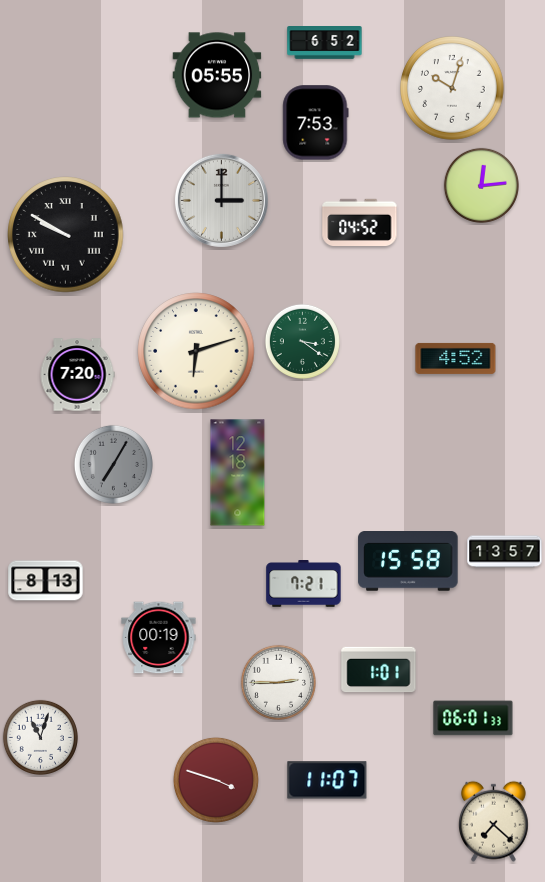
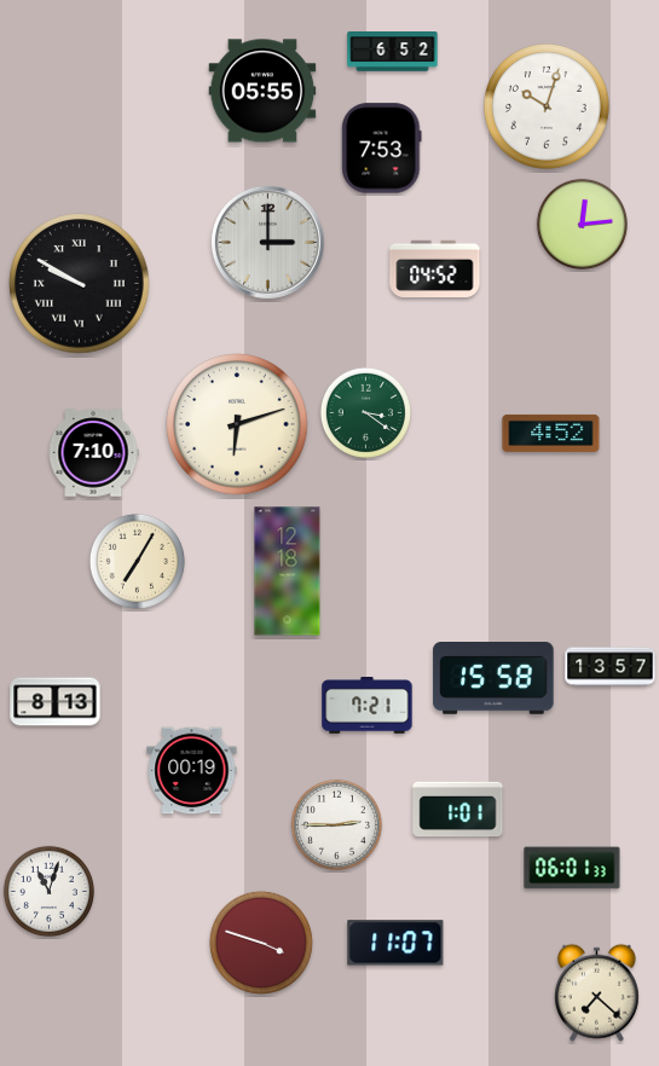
clock at (77, 375): 7:20 -> 7:10
clock at (113, 464) dial: grey -> cream
